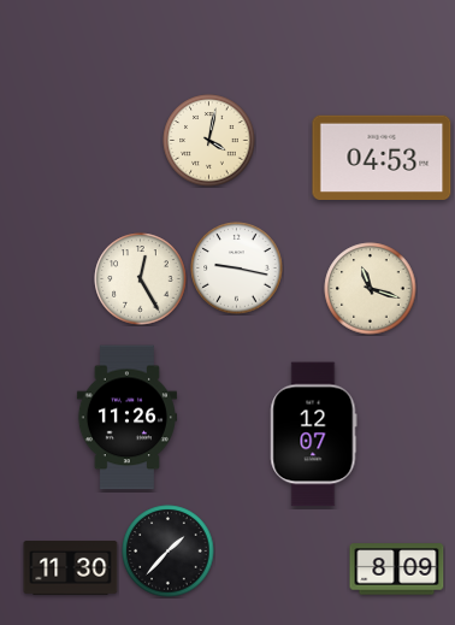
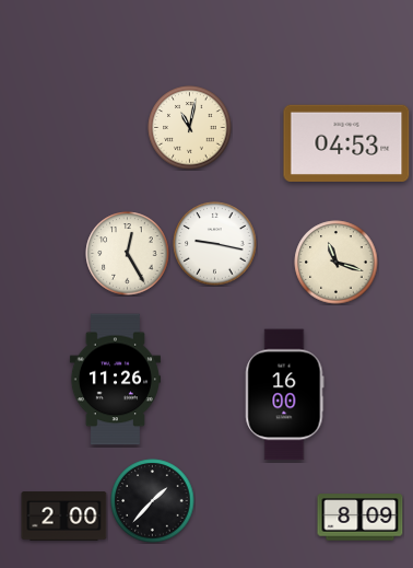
clock at (209, 141): 4:02 -> 11:02
clock at (314, 435): 12:07 -> 16:00
clock at (71, 568): 11:30 -> 2:00
